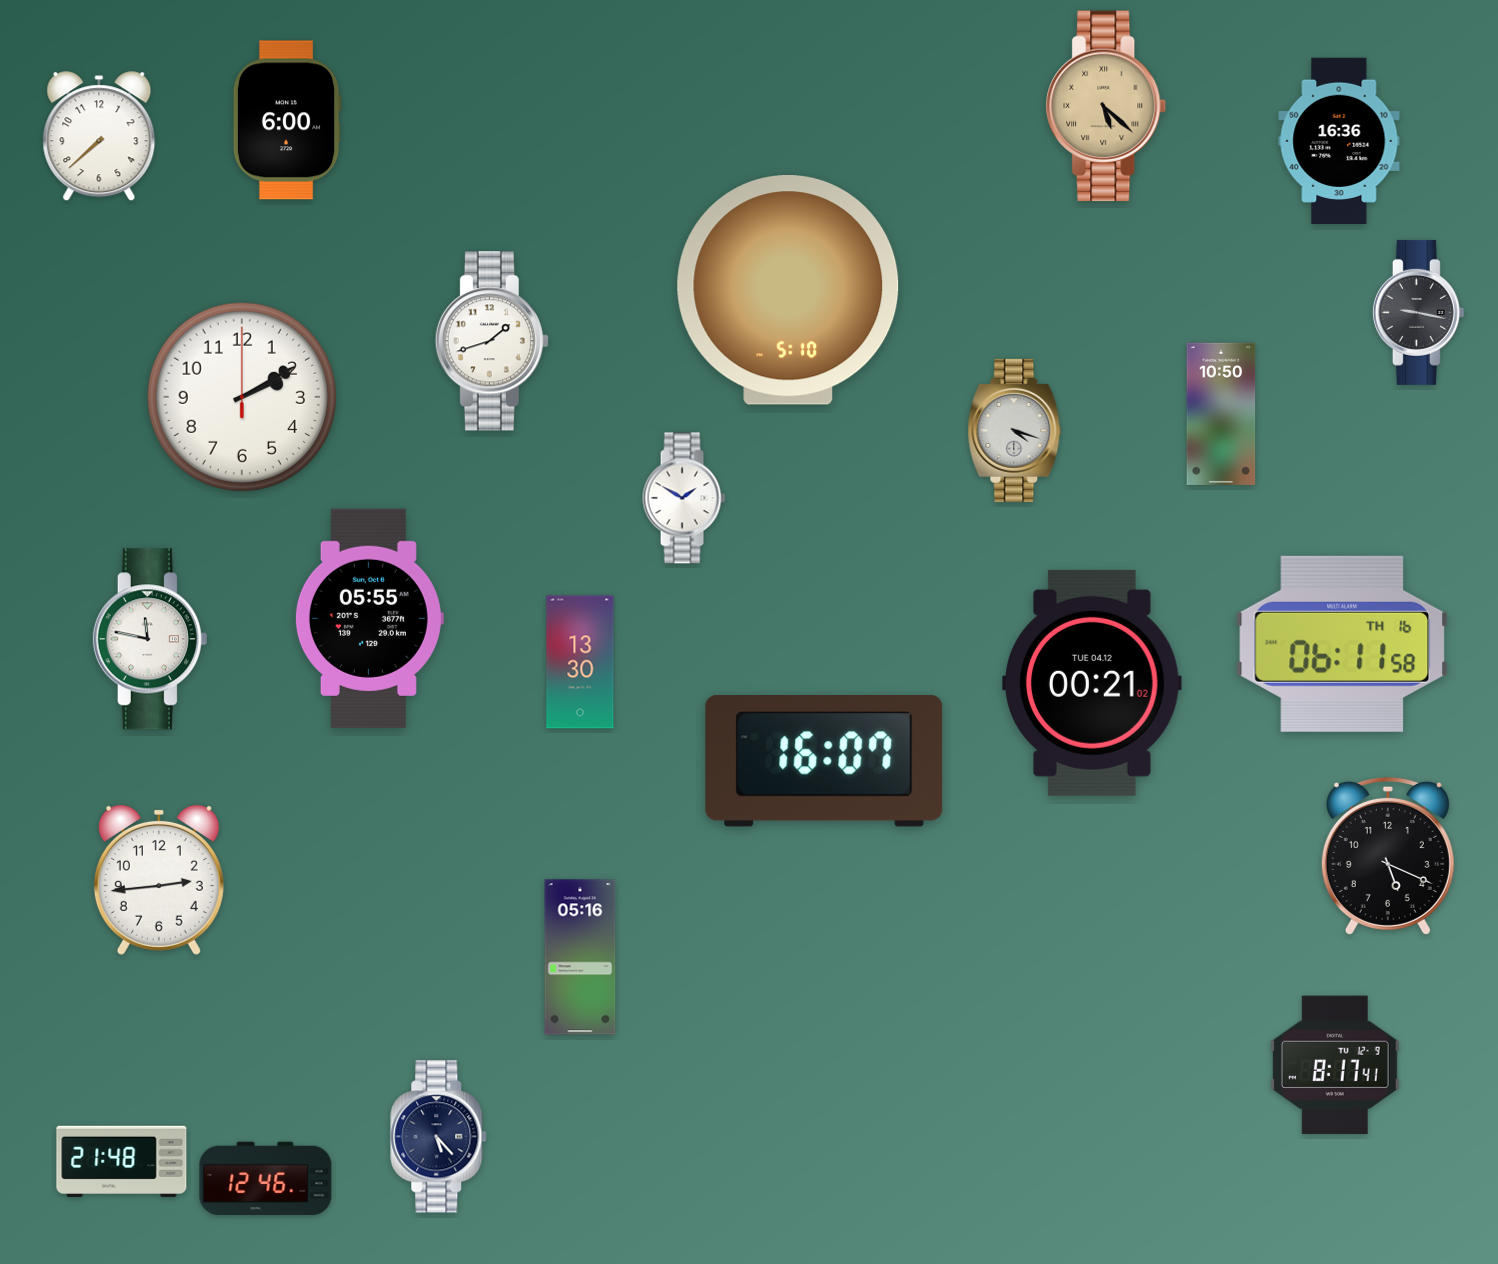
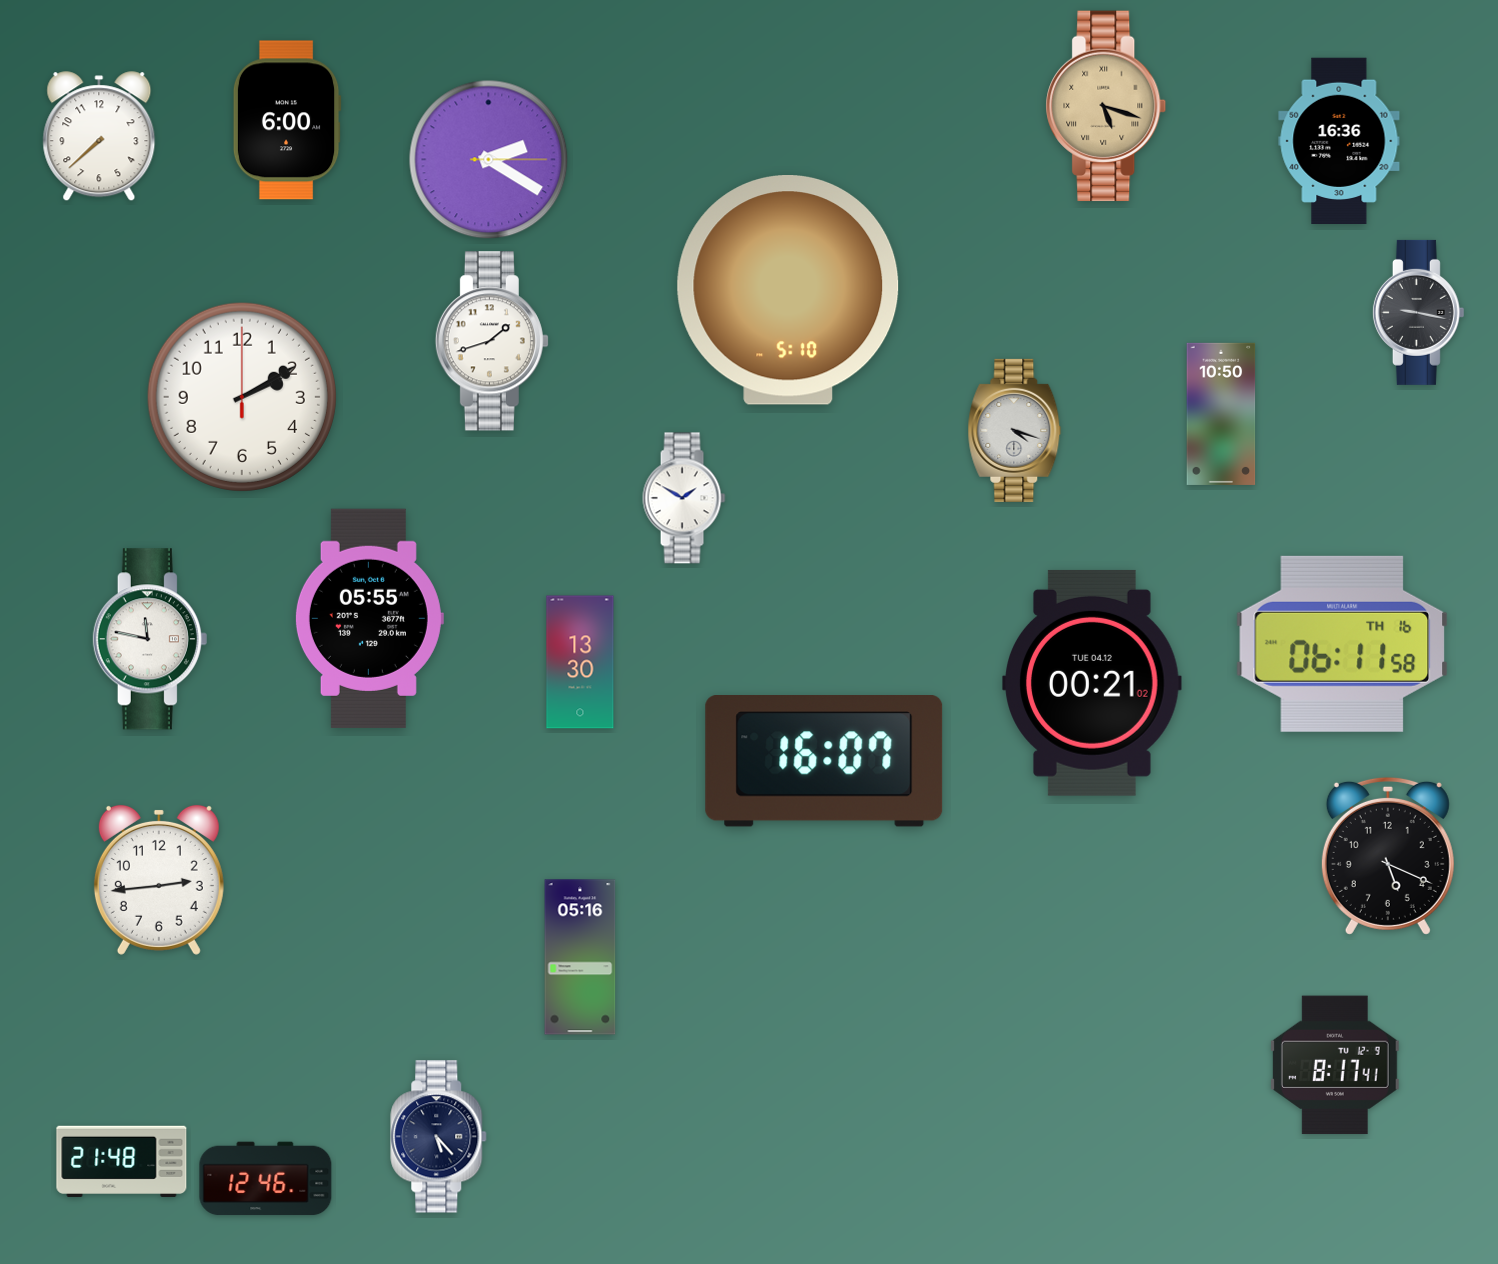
clock at (1106, 106): 5:22 -> 5:18
clock at (489, 160): none -> 2:20
